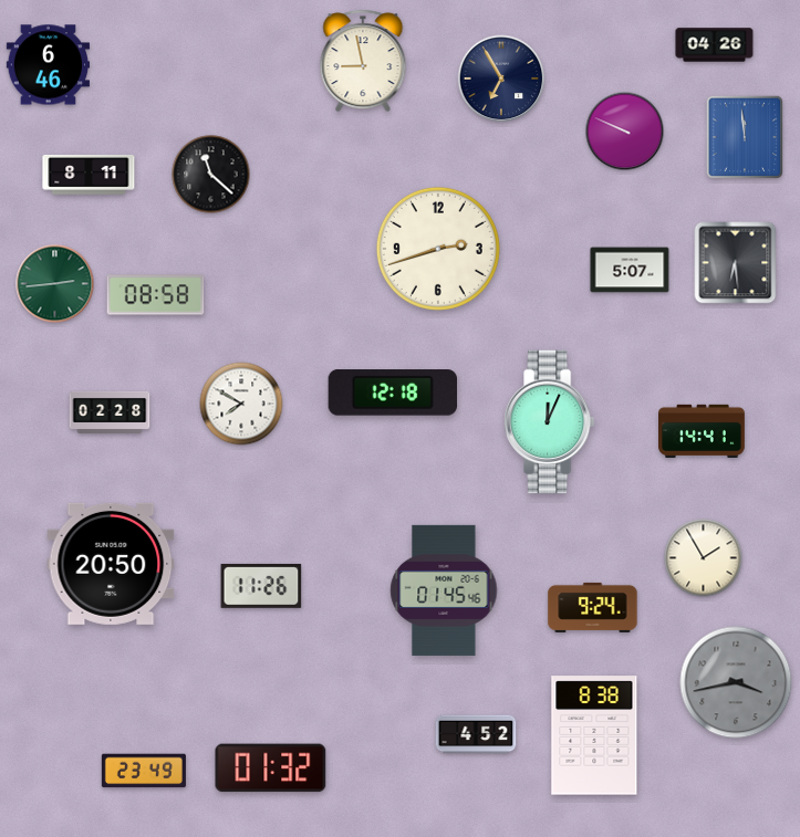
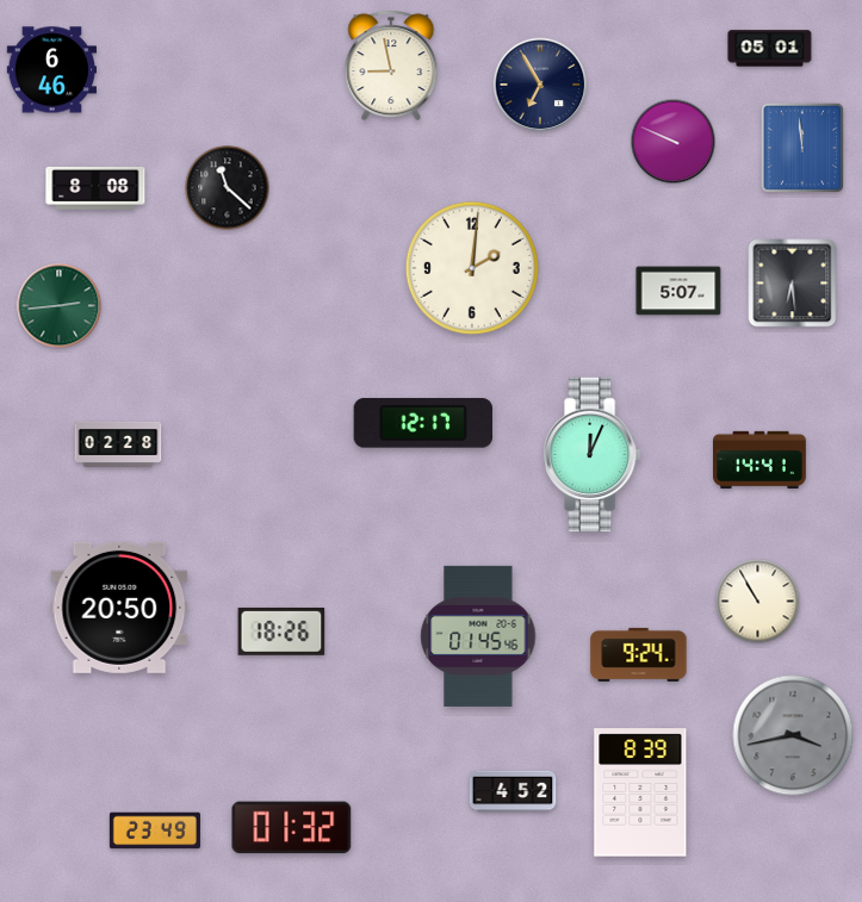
clock at (715, 45): 04:26 -> 05:01
clock at (89, 175): 8:11 -> 8:08
clock at (438, 249): 2:42 -> 2:01
clock at (156, 295): 08:58 -> none
clock at (392, 393): 12:18 -> 12:17
clock at (241, 404): 7:50 -> none
clock at (703, 430) position: (703, 430) -> (761, 459)
clock at (704, 558): 1:55 -> 10:55
clock at (261, 586): 11:26 -> 18:26
clock at (594, 735): 8:38 -> 8:39
